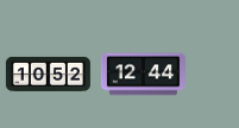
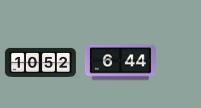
clock at (143, 75): 12:44 -> 6:44
